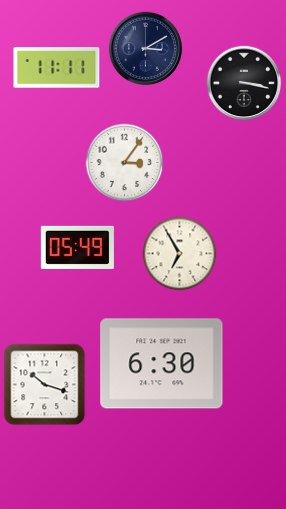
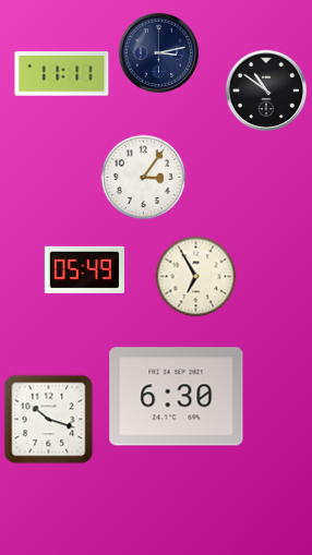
clock at (146, 49): 3:10 -> 3:13
clock at (244, 83): 3:17 -> 10:51
clock at (125, 163) position: (125, 163) -> (144, 178)
